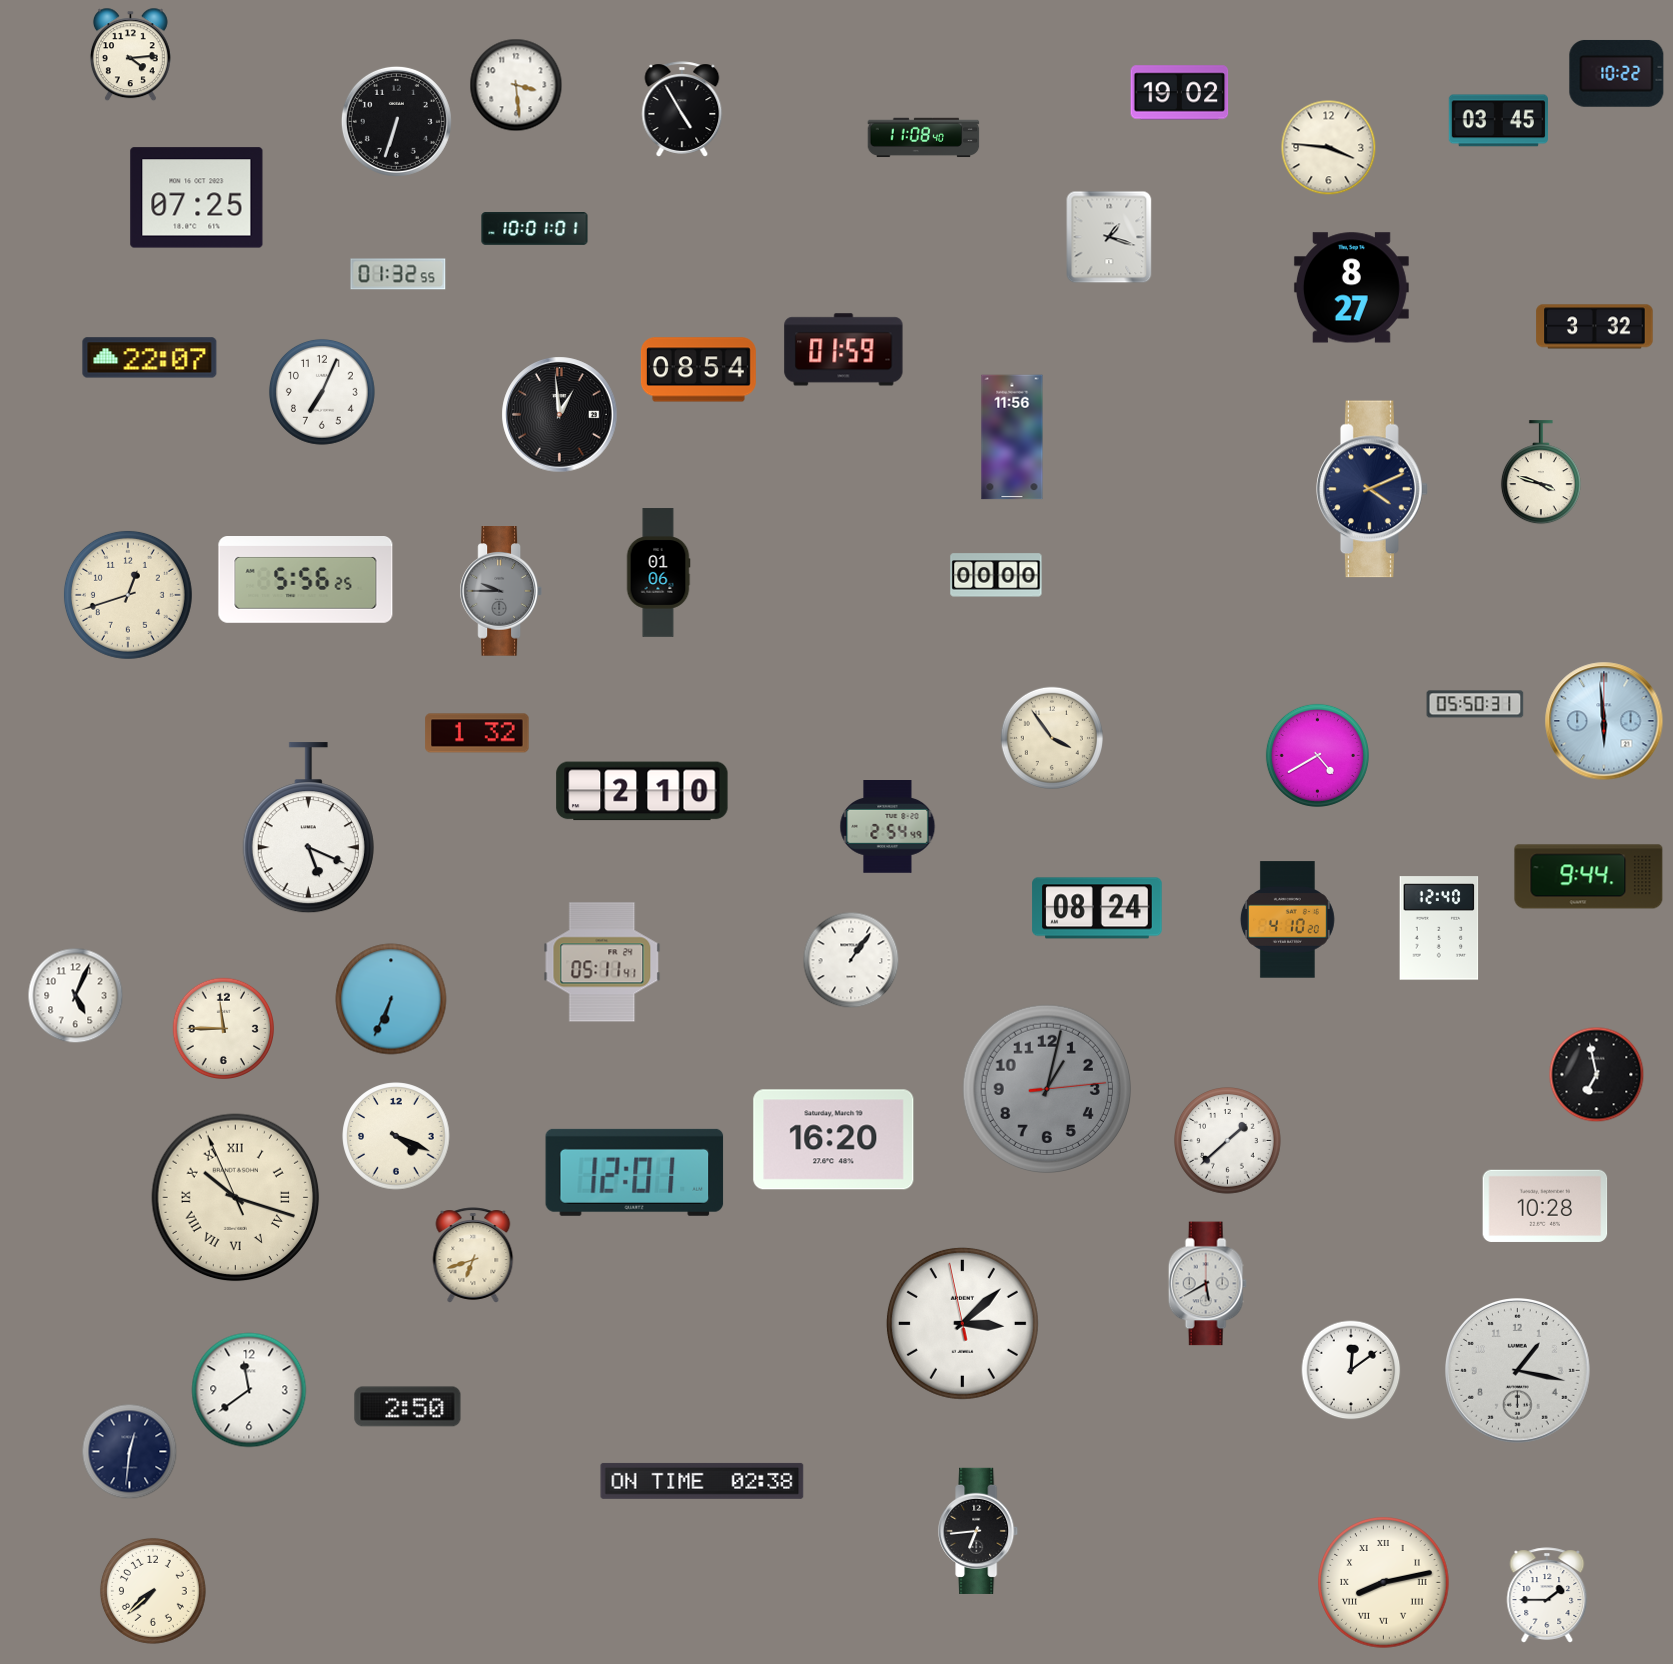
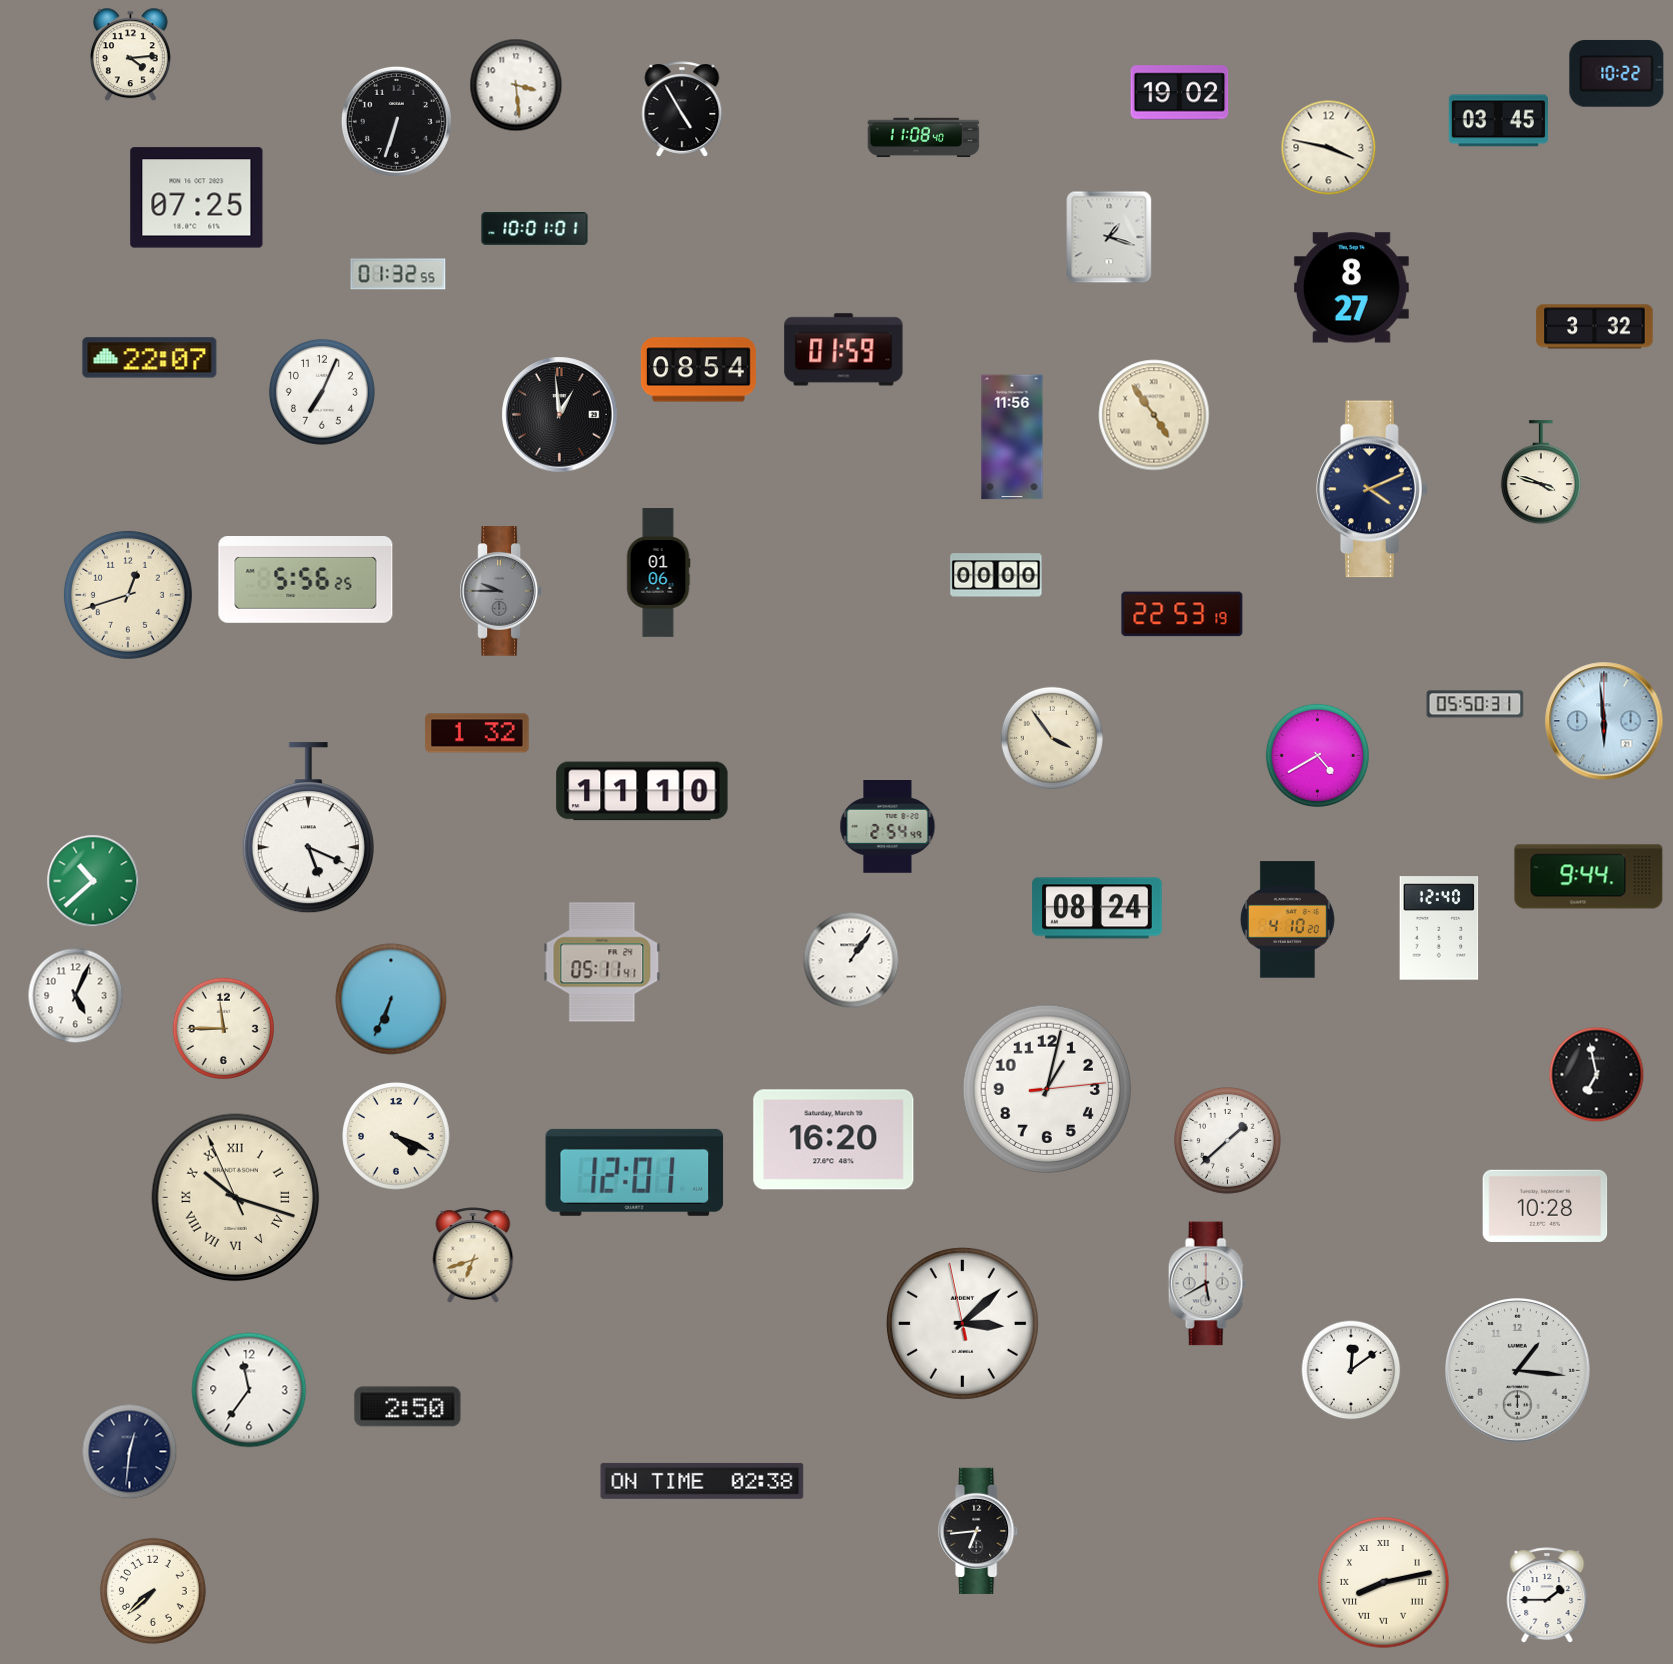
clock at (1329, 148): 3:46 -> 3:47
clock at (1154, 415): none -> 4:54
clock at (1182, 614): none -> 22:53
clock at (642, 791): 2:10 -> 11:10
clock at (93, 881): none -> 10:38
clock at (1046, 1088) dial: grey -> white
clock at (1518, 1371): 1:17 -> 1:16
clock at (249, 1390): 11:39 -> 11:36
